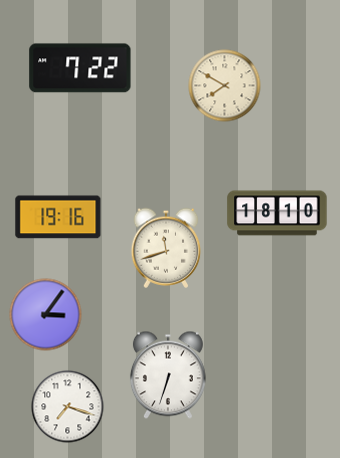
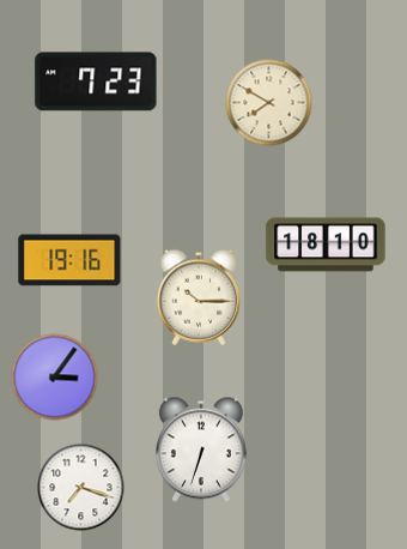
clock at (80, 68): 7:22 -> 7:23
clock at (277, 213) position: (277, 213) -> (326, 245)
clock at (166, 248): 11:42 -> 10:15
